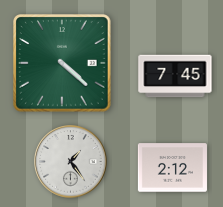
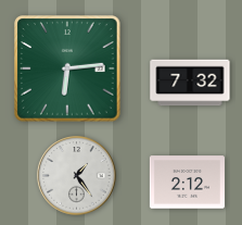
clock at (62, 63): 4:22 -> 6:14
clock at (175, 76): 7:45 -> 7:32
